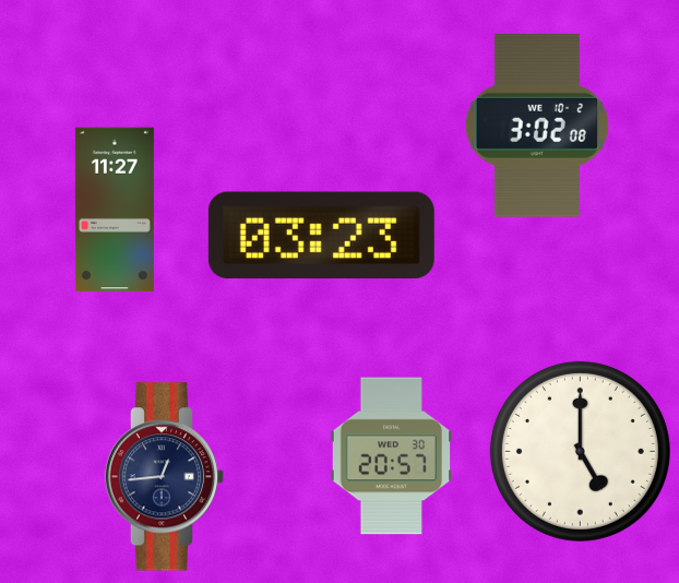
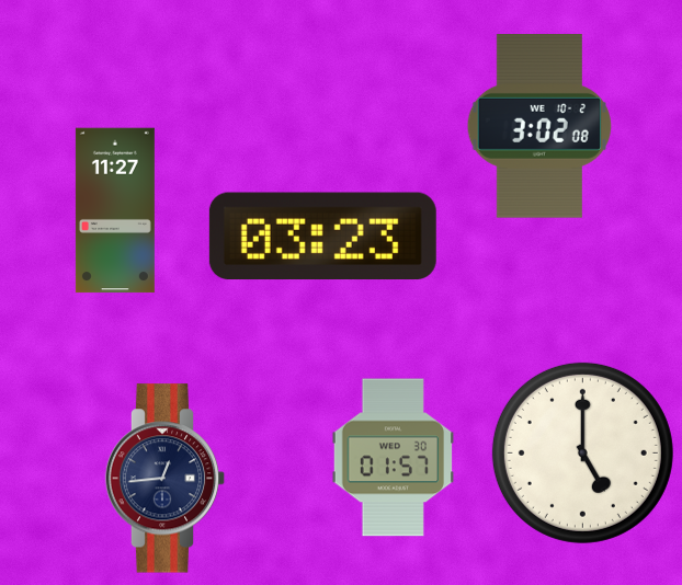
clock at (392, 456): 20:57 -> 01:57
